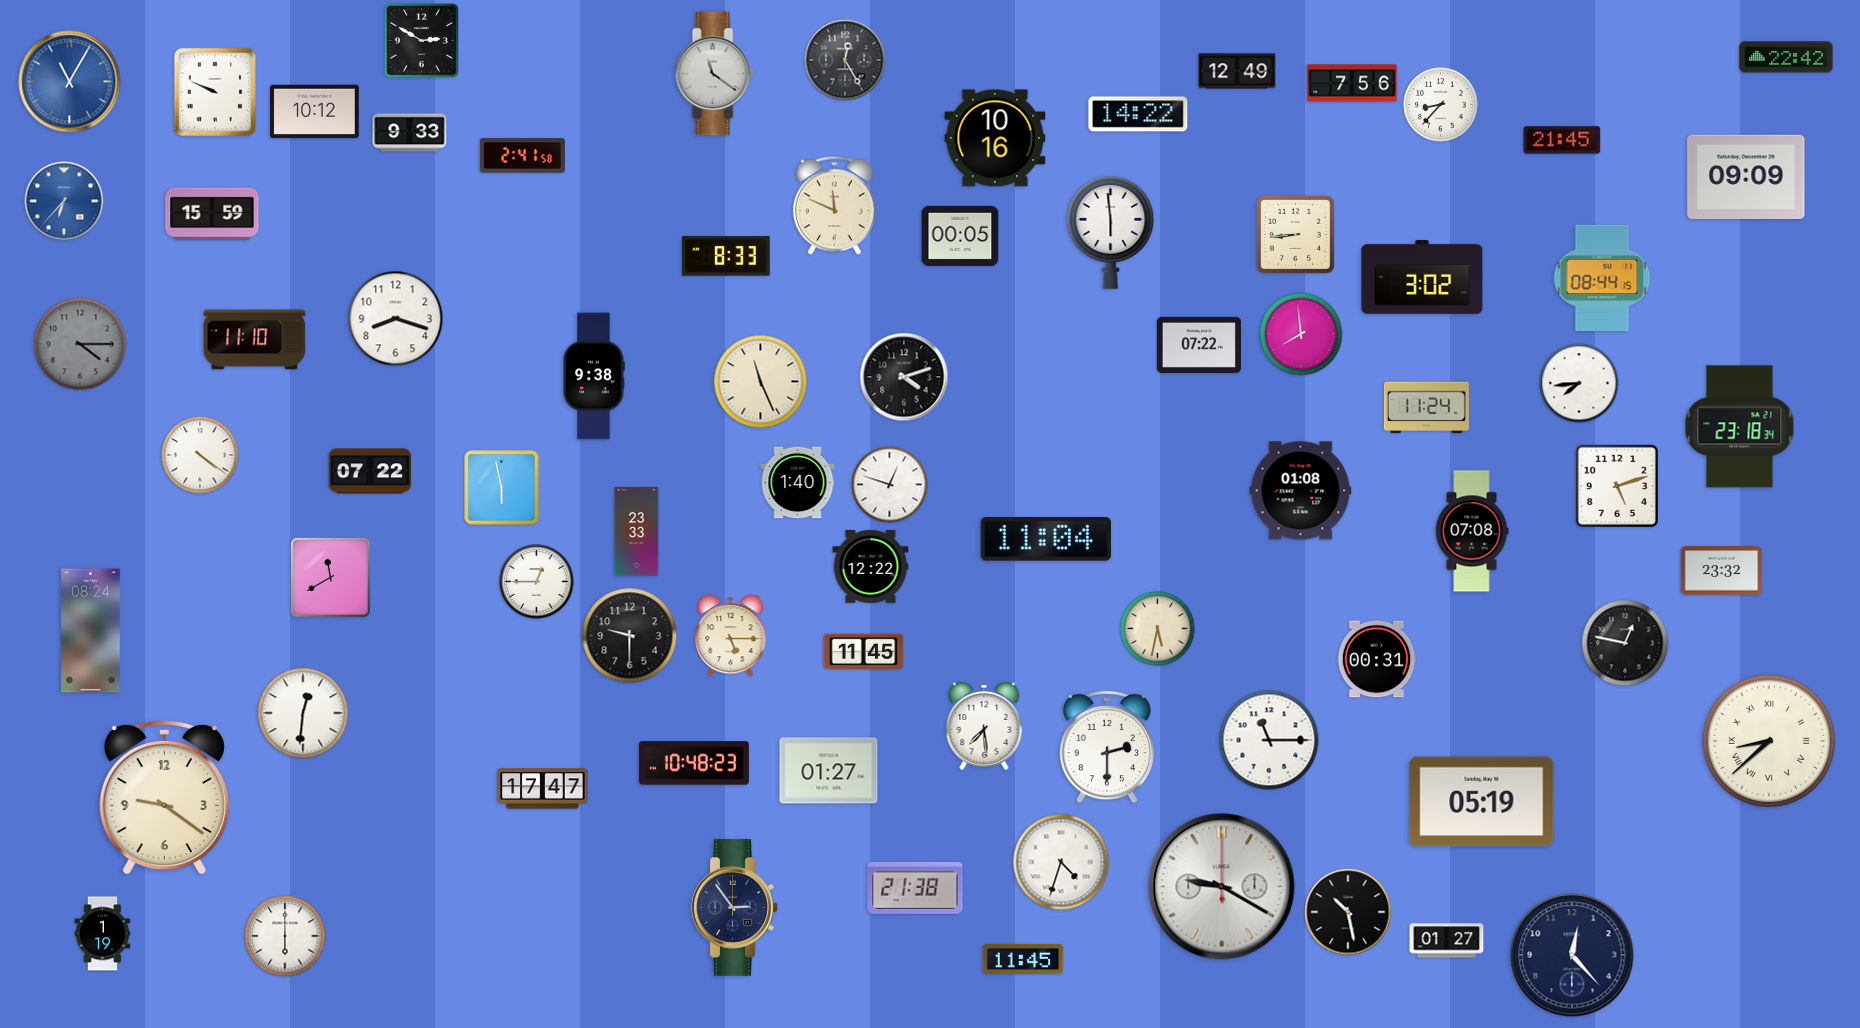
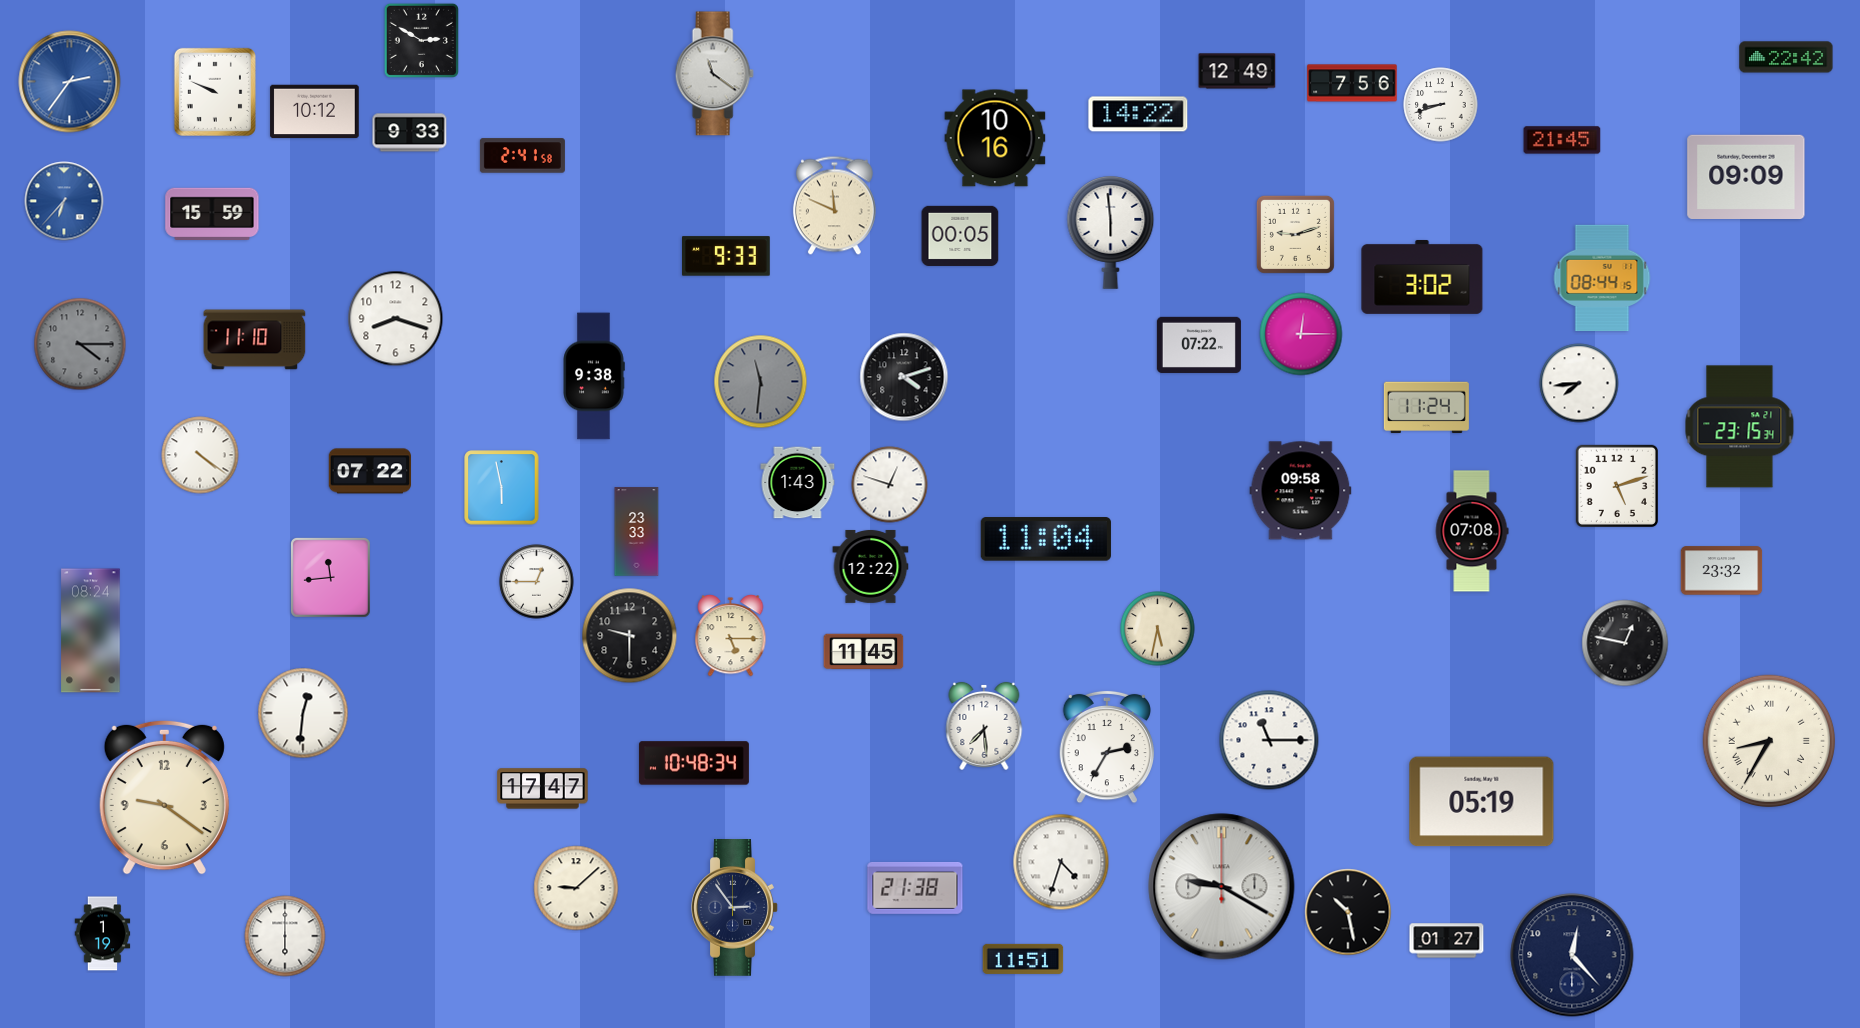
clock at (845, 60): 12:25 -> none
clock at (70, 82): 11:05 -> 2:36
clock at (1441, 105): 8:37 -> 8:42
clock at (1295, 234): 8:44 -> 9:12
clock at (727, 256): 8:33 -> 9:33
clock at (1301, 334): 7:59 -> 12:15
clock at (761, 382): 11:26 -> 11:31
clock at (761, 382) dial: cream -> grey
clock at (1740, 427): 23:18 -> 23:15
clock at (798, 483): 1:40 -> 1:43
clock at (1301, 491): 01:08 -> 09:58
clock at (330, 577): 11:40 -> 11:44
clock at (1377, 659): 00:31 -> none
clock at (1769, 741): 8:38 -> 8:35
clock at (1106, 747): 2:30 -> 2:35
clock at (694, 763): 10:48:23 -> 10:48:34
clock at (829, 771): 01:27 -> none
clock at (576, 888): none -> 9:08
clock at (1023, 959): 11:45 -> 11:51
